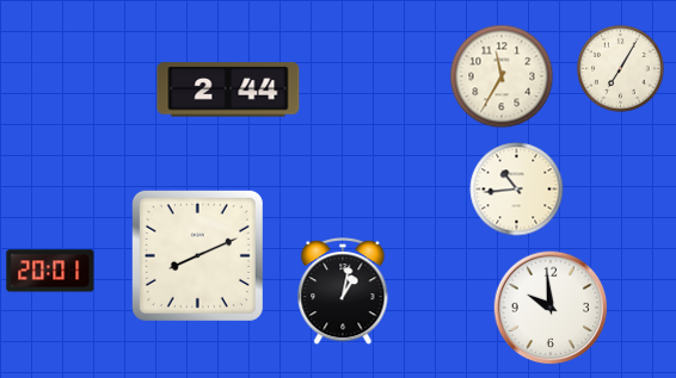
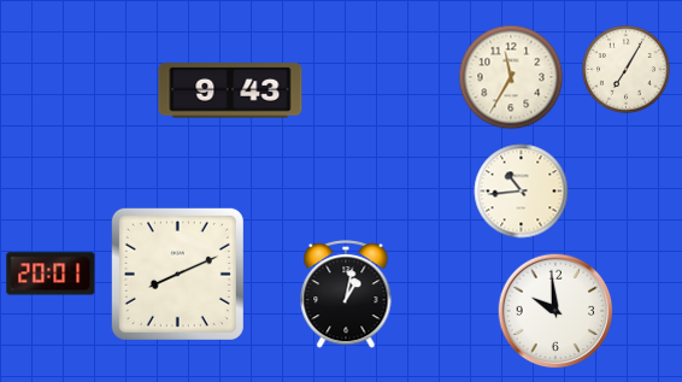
clock at (502, 76) position: (502, 76) -> (511, 77)
clock at (228, 89): 2:44 -> 9:43
clock at (197, 255) position: (197, 255) -> (177, 274)
